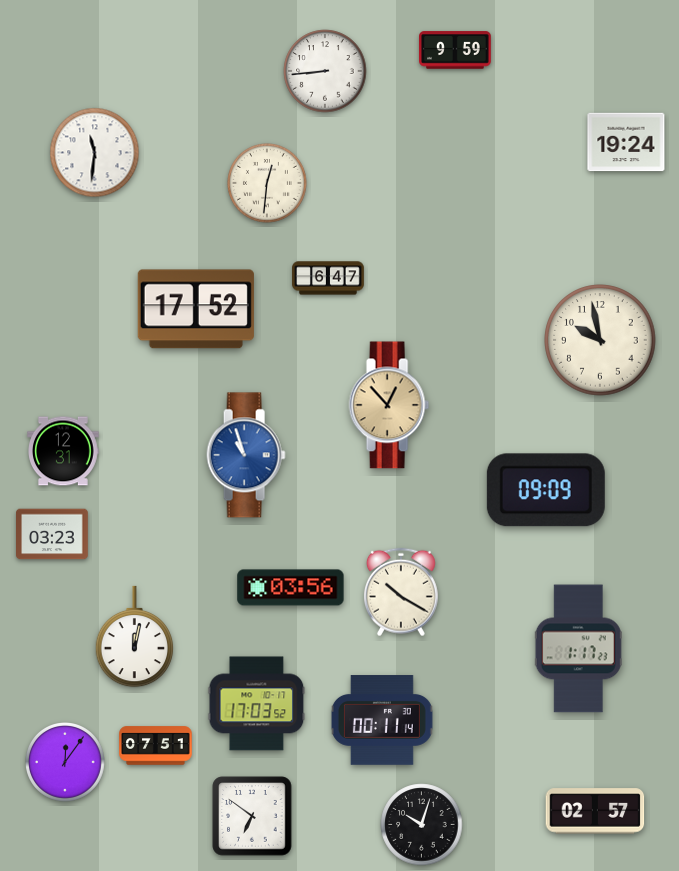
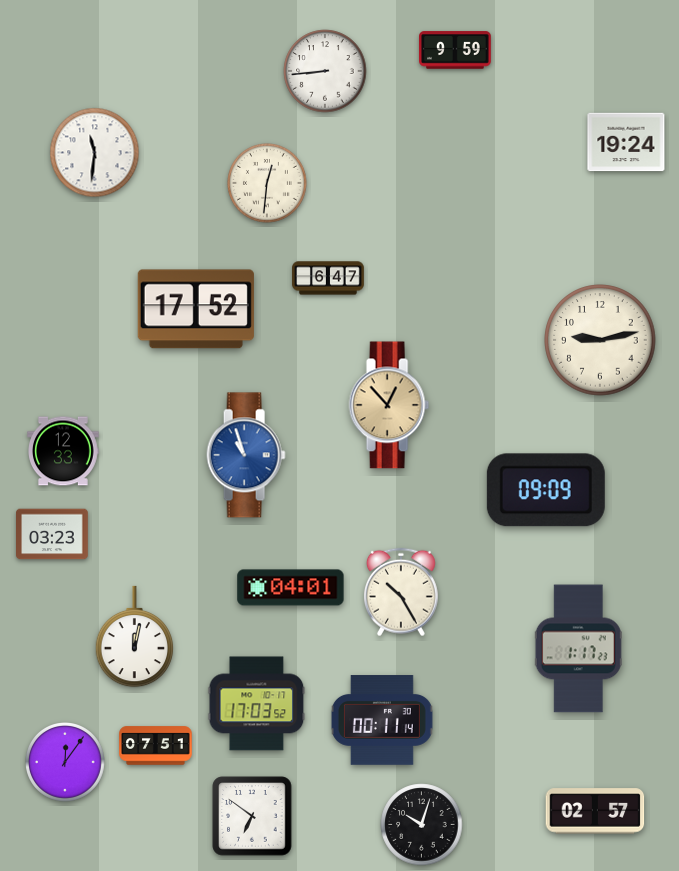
clock at (600, 340): 9:58 -> 9:13
clock at (64, 451): 12:31 -> 12:33
clock at (291, 588): 03:56 -> 04:01
clock at (401, 592): 10:20 -> 10:25
